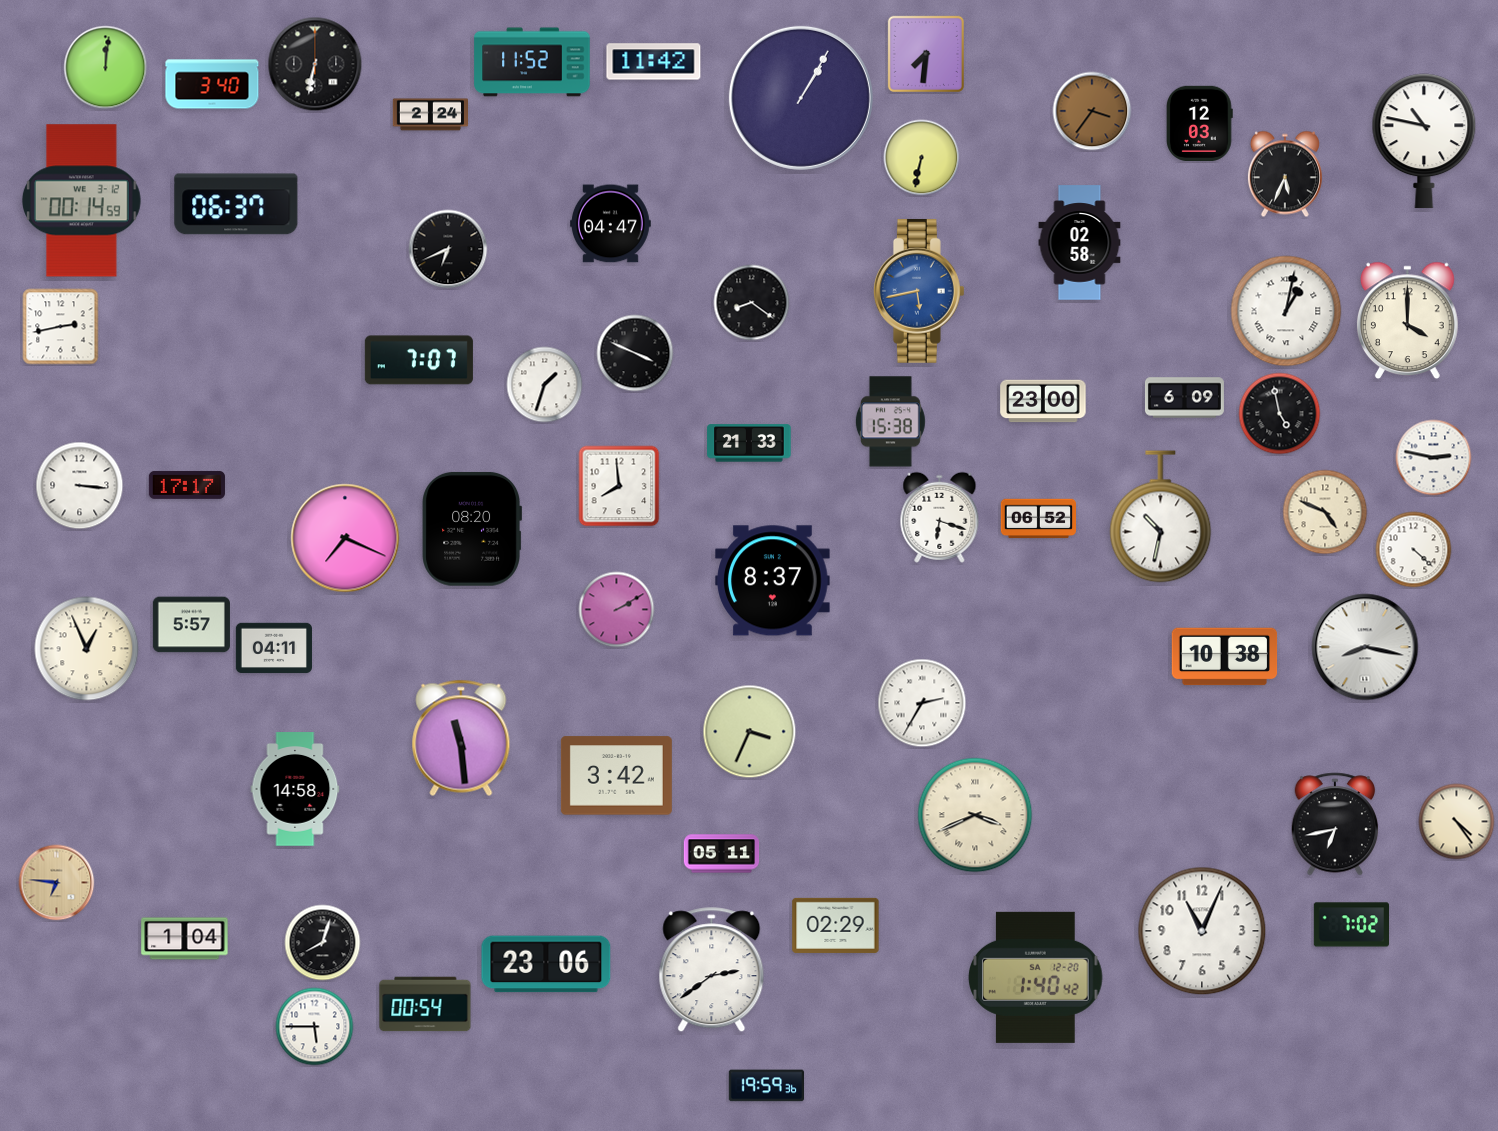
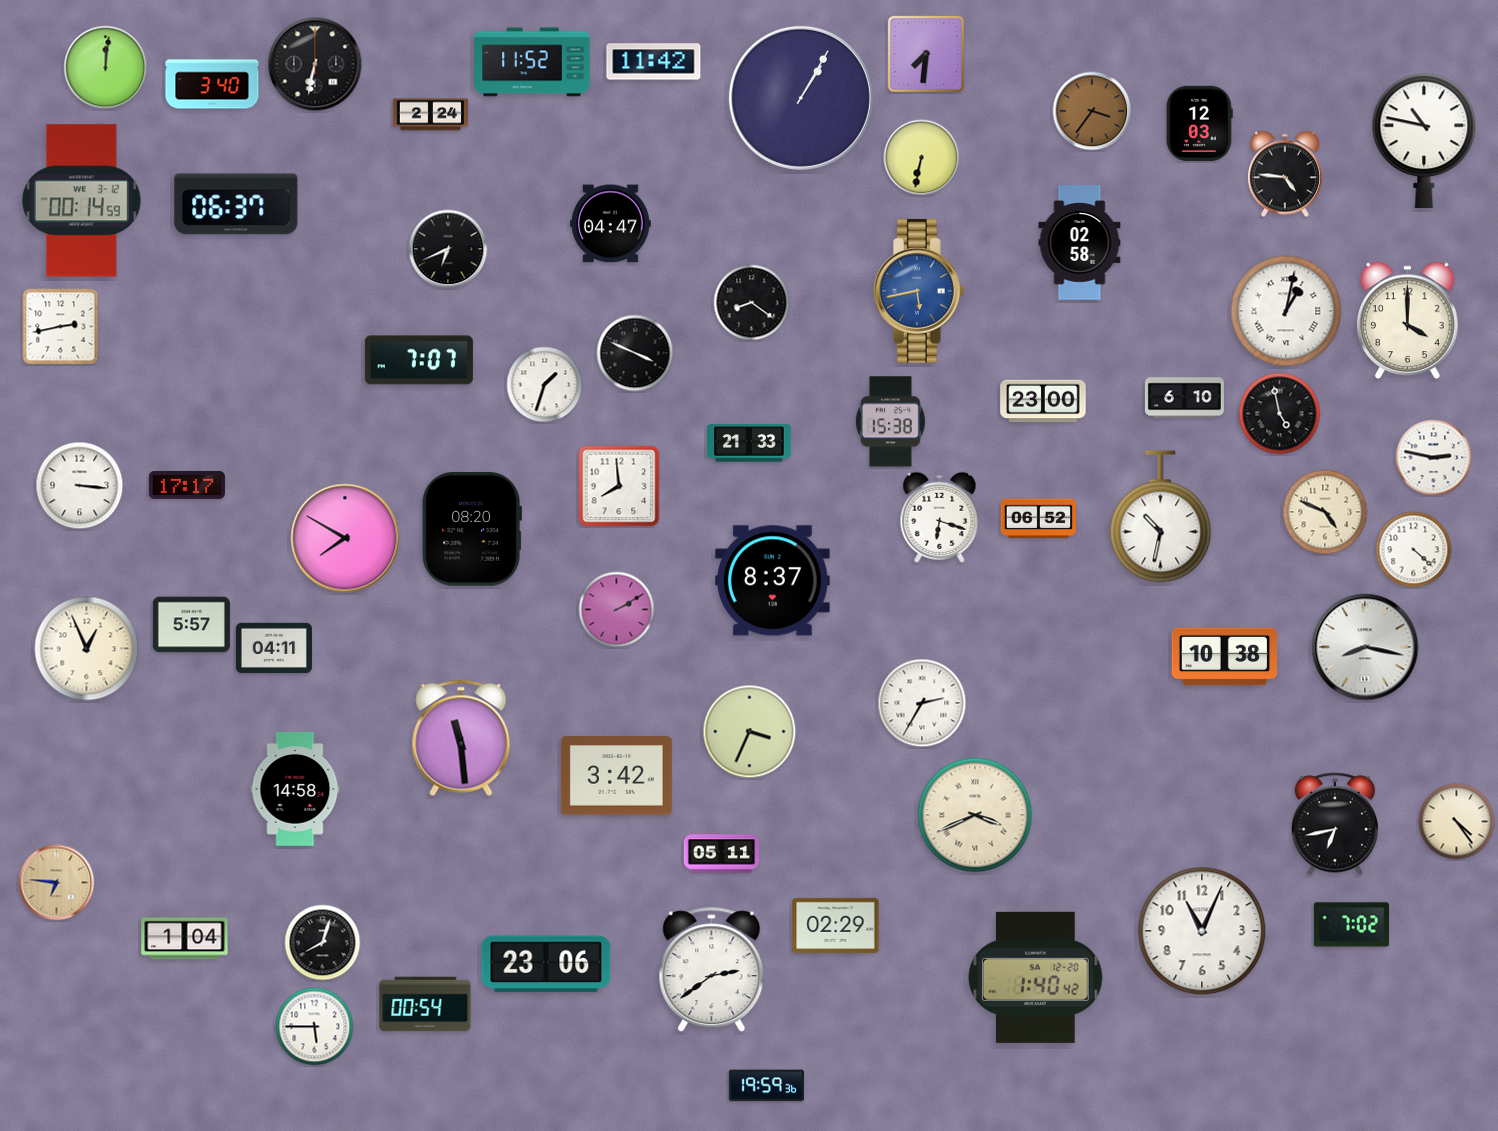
clock at (1285, 174): 5:34 -> 4:46
clock at (1184, 398): 6:09 -> 6:10
clock at (345, 538): 7:19 -> 7:50
